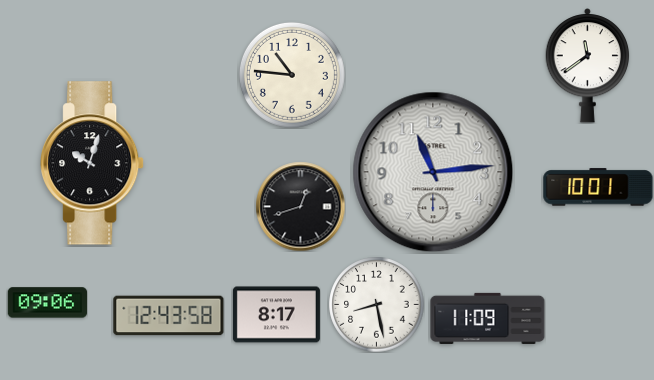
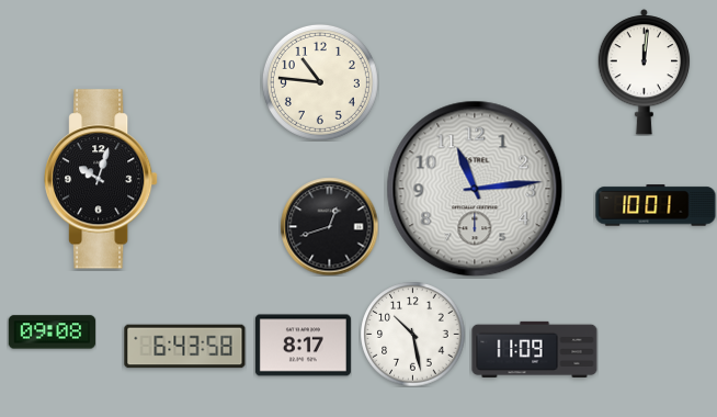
clock at (588, 66): 11:39 -> 12:01
clock at (47, 303): 09:06 -> 09:08
clock at (376, 304): 8:28 -> 10:28
clock at (169, 316): 12:43 -> 6:43
